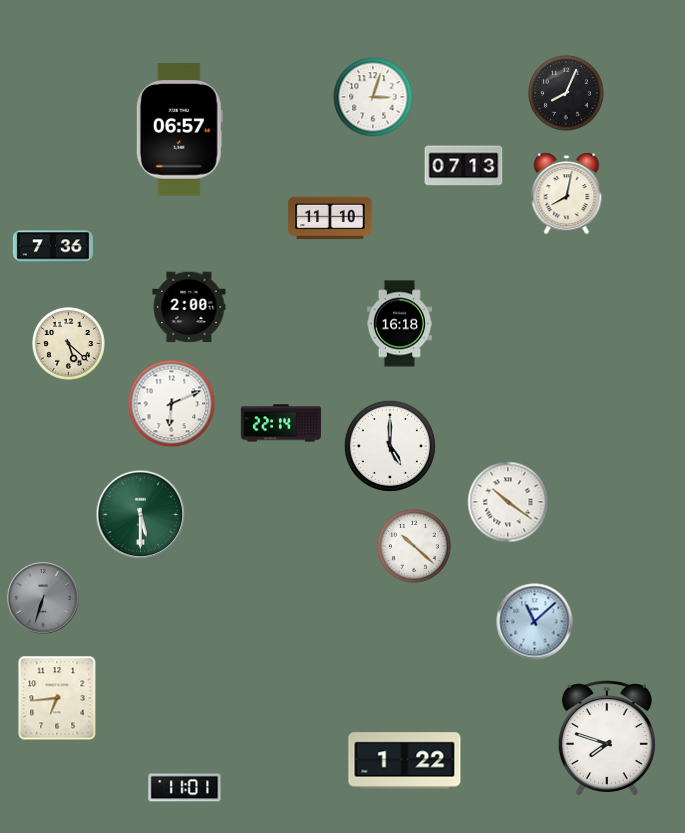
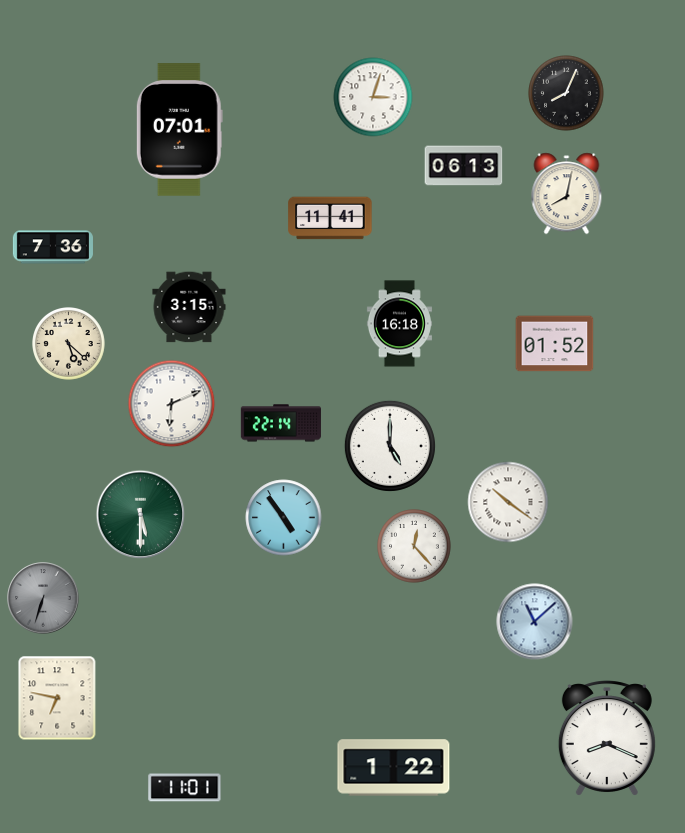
clock at (179, 130): 06:57 -> 07:01
clock at (464, 166): 07:13 -> 06:13
clock at (330, 218): 11:10 -> 11:41
clock at (189, 307): 2:00 -> 3:15
clock at (555, 344): none -> 01:52
clock at (284, 518): none -> 4:54
clock at (414, 546): 10:22 -> 12:23
clock at (57, 698): 6:44 -> 6:47
clock at (607, 738): 7:48 -> 8:19
clock at (405, 761) position: (405, 761) -> (394, 768)
